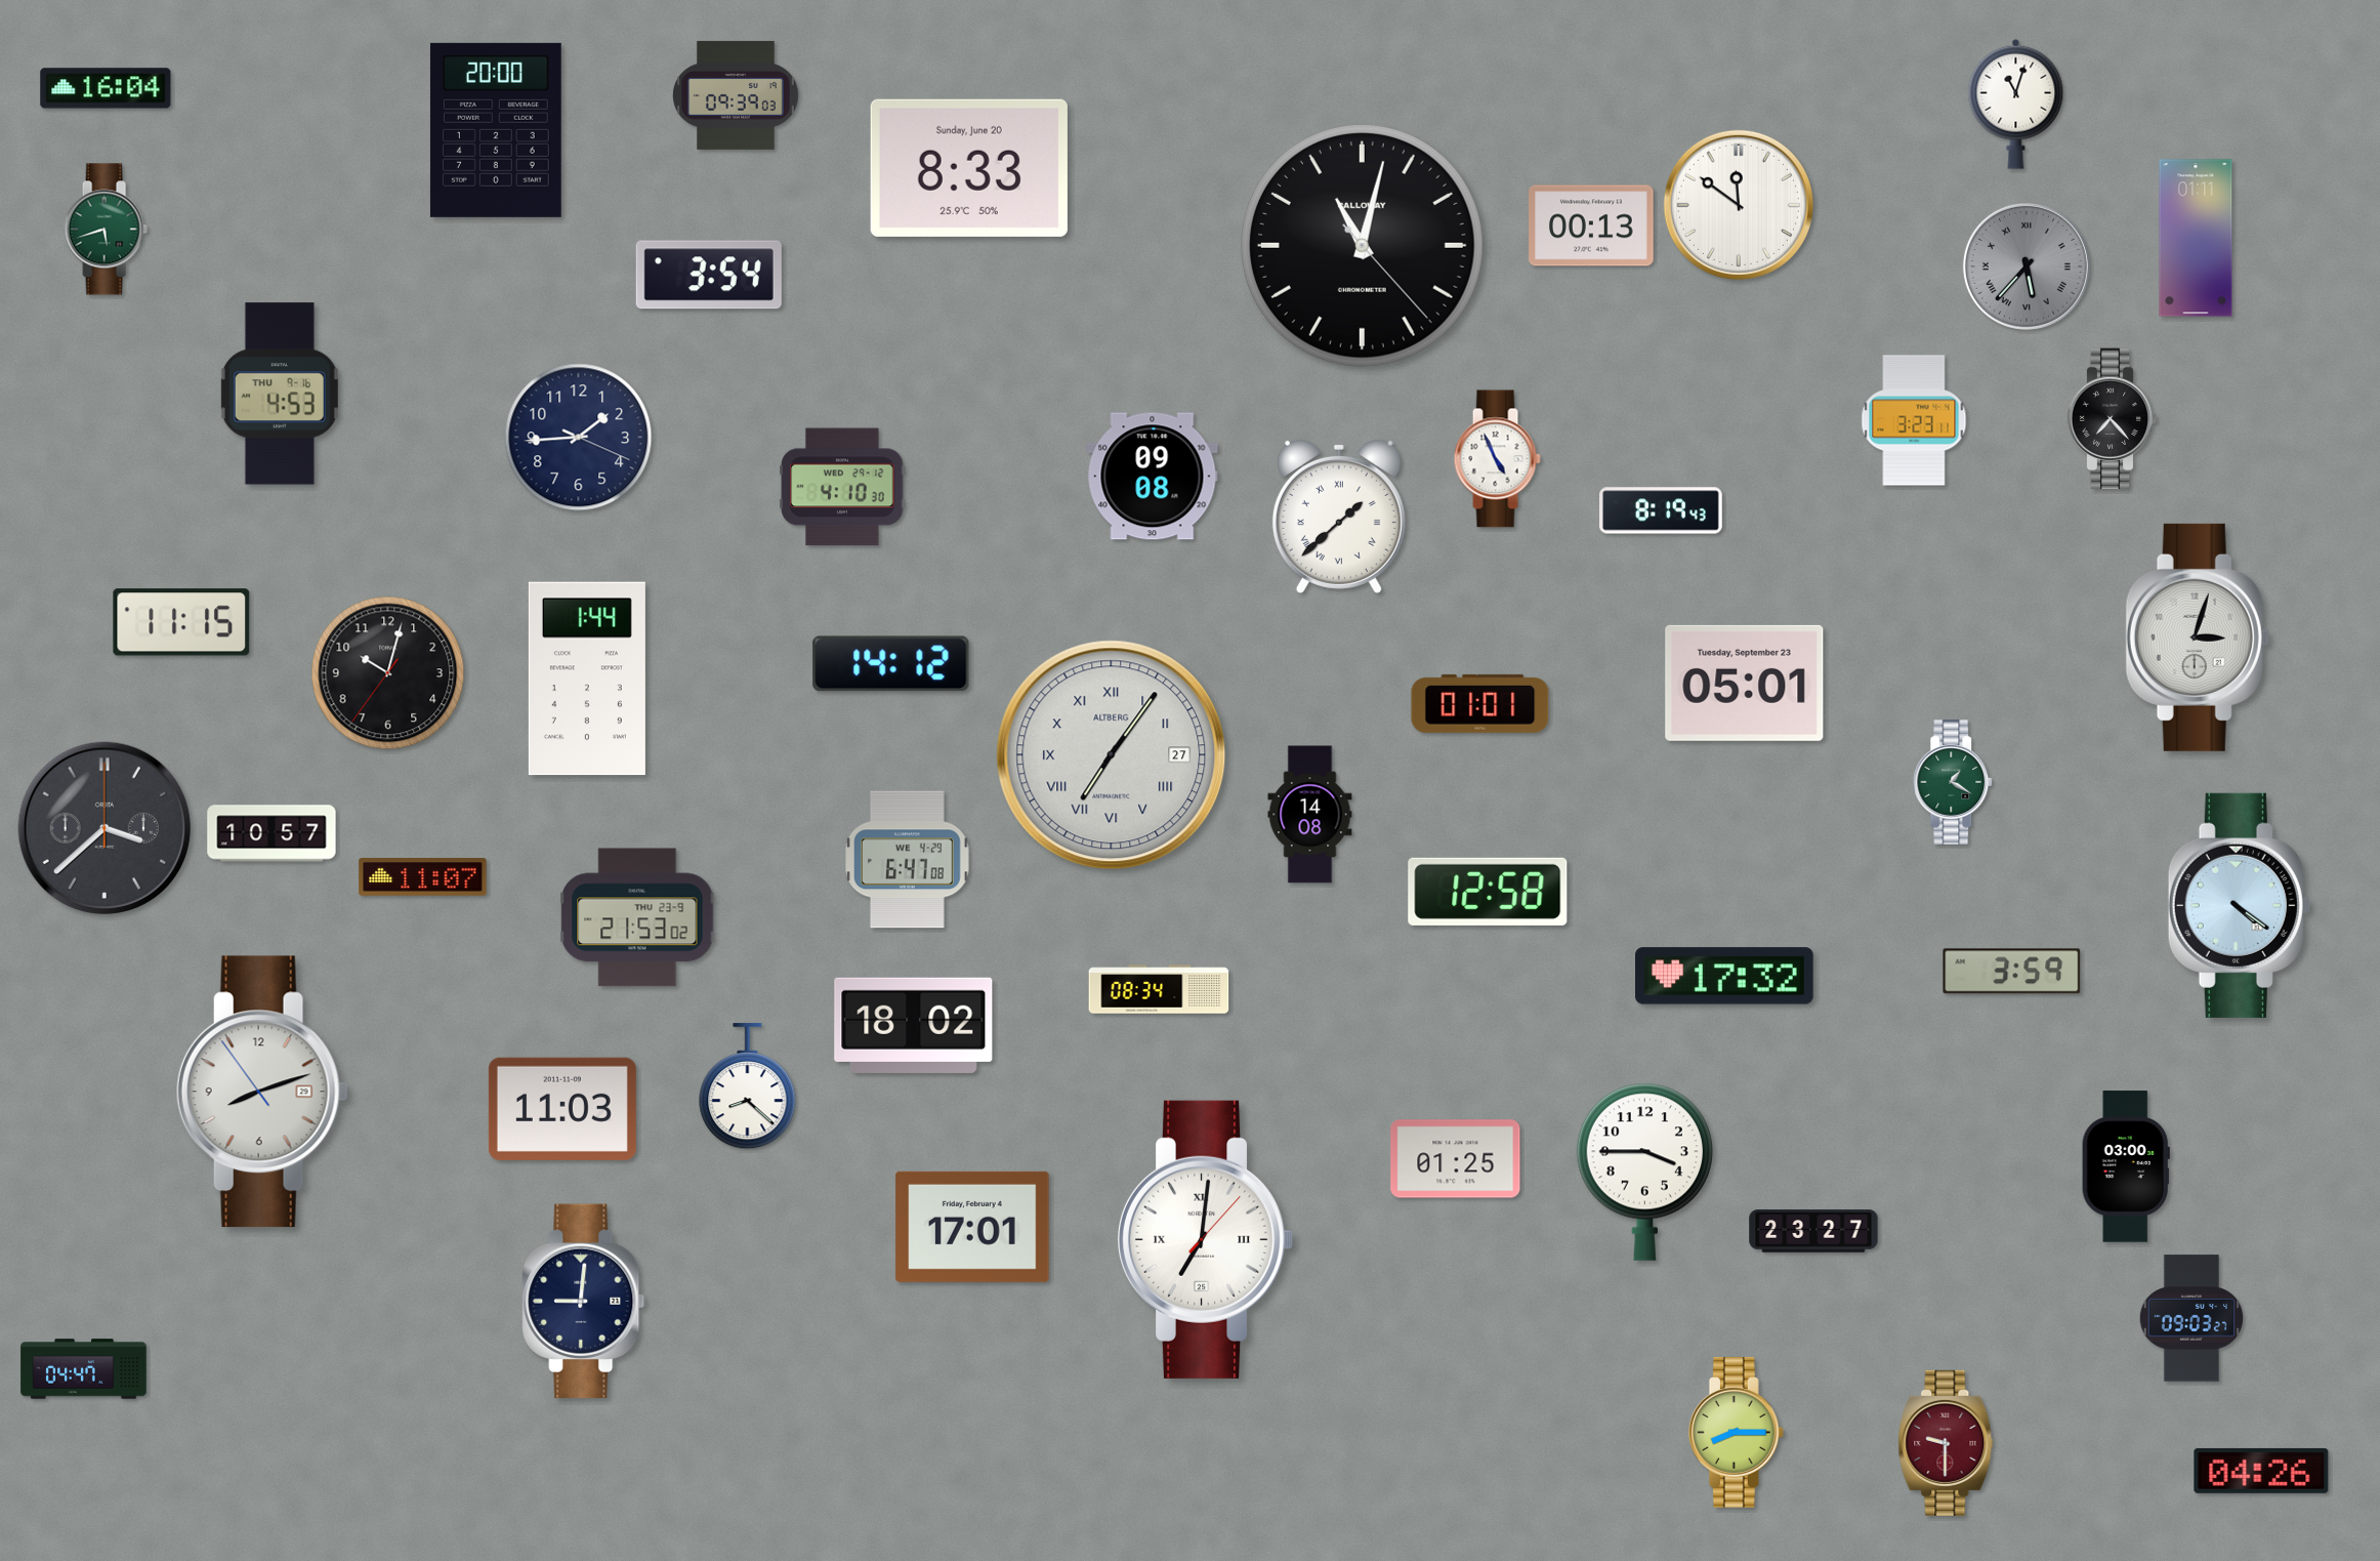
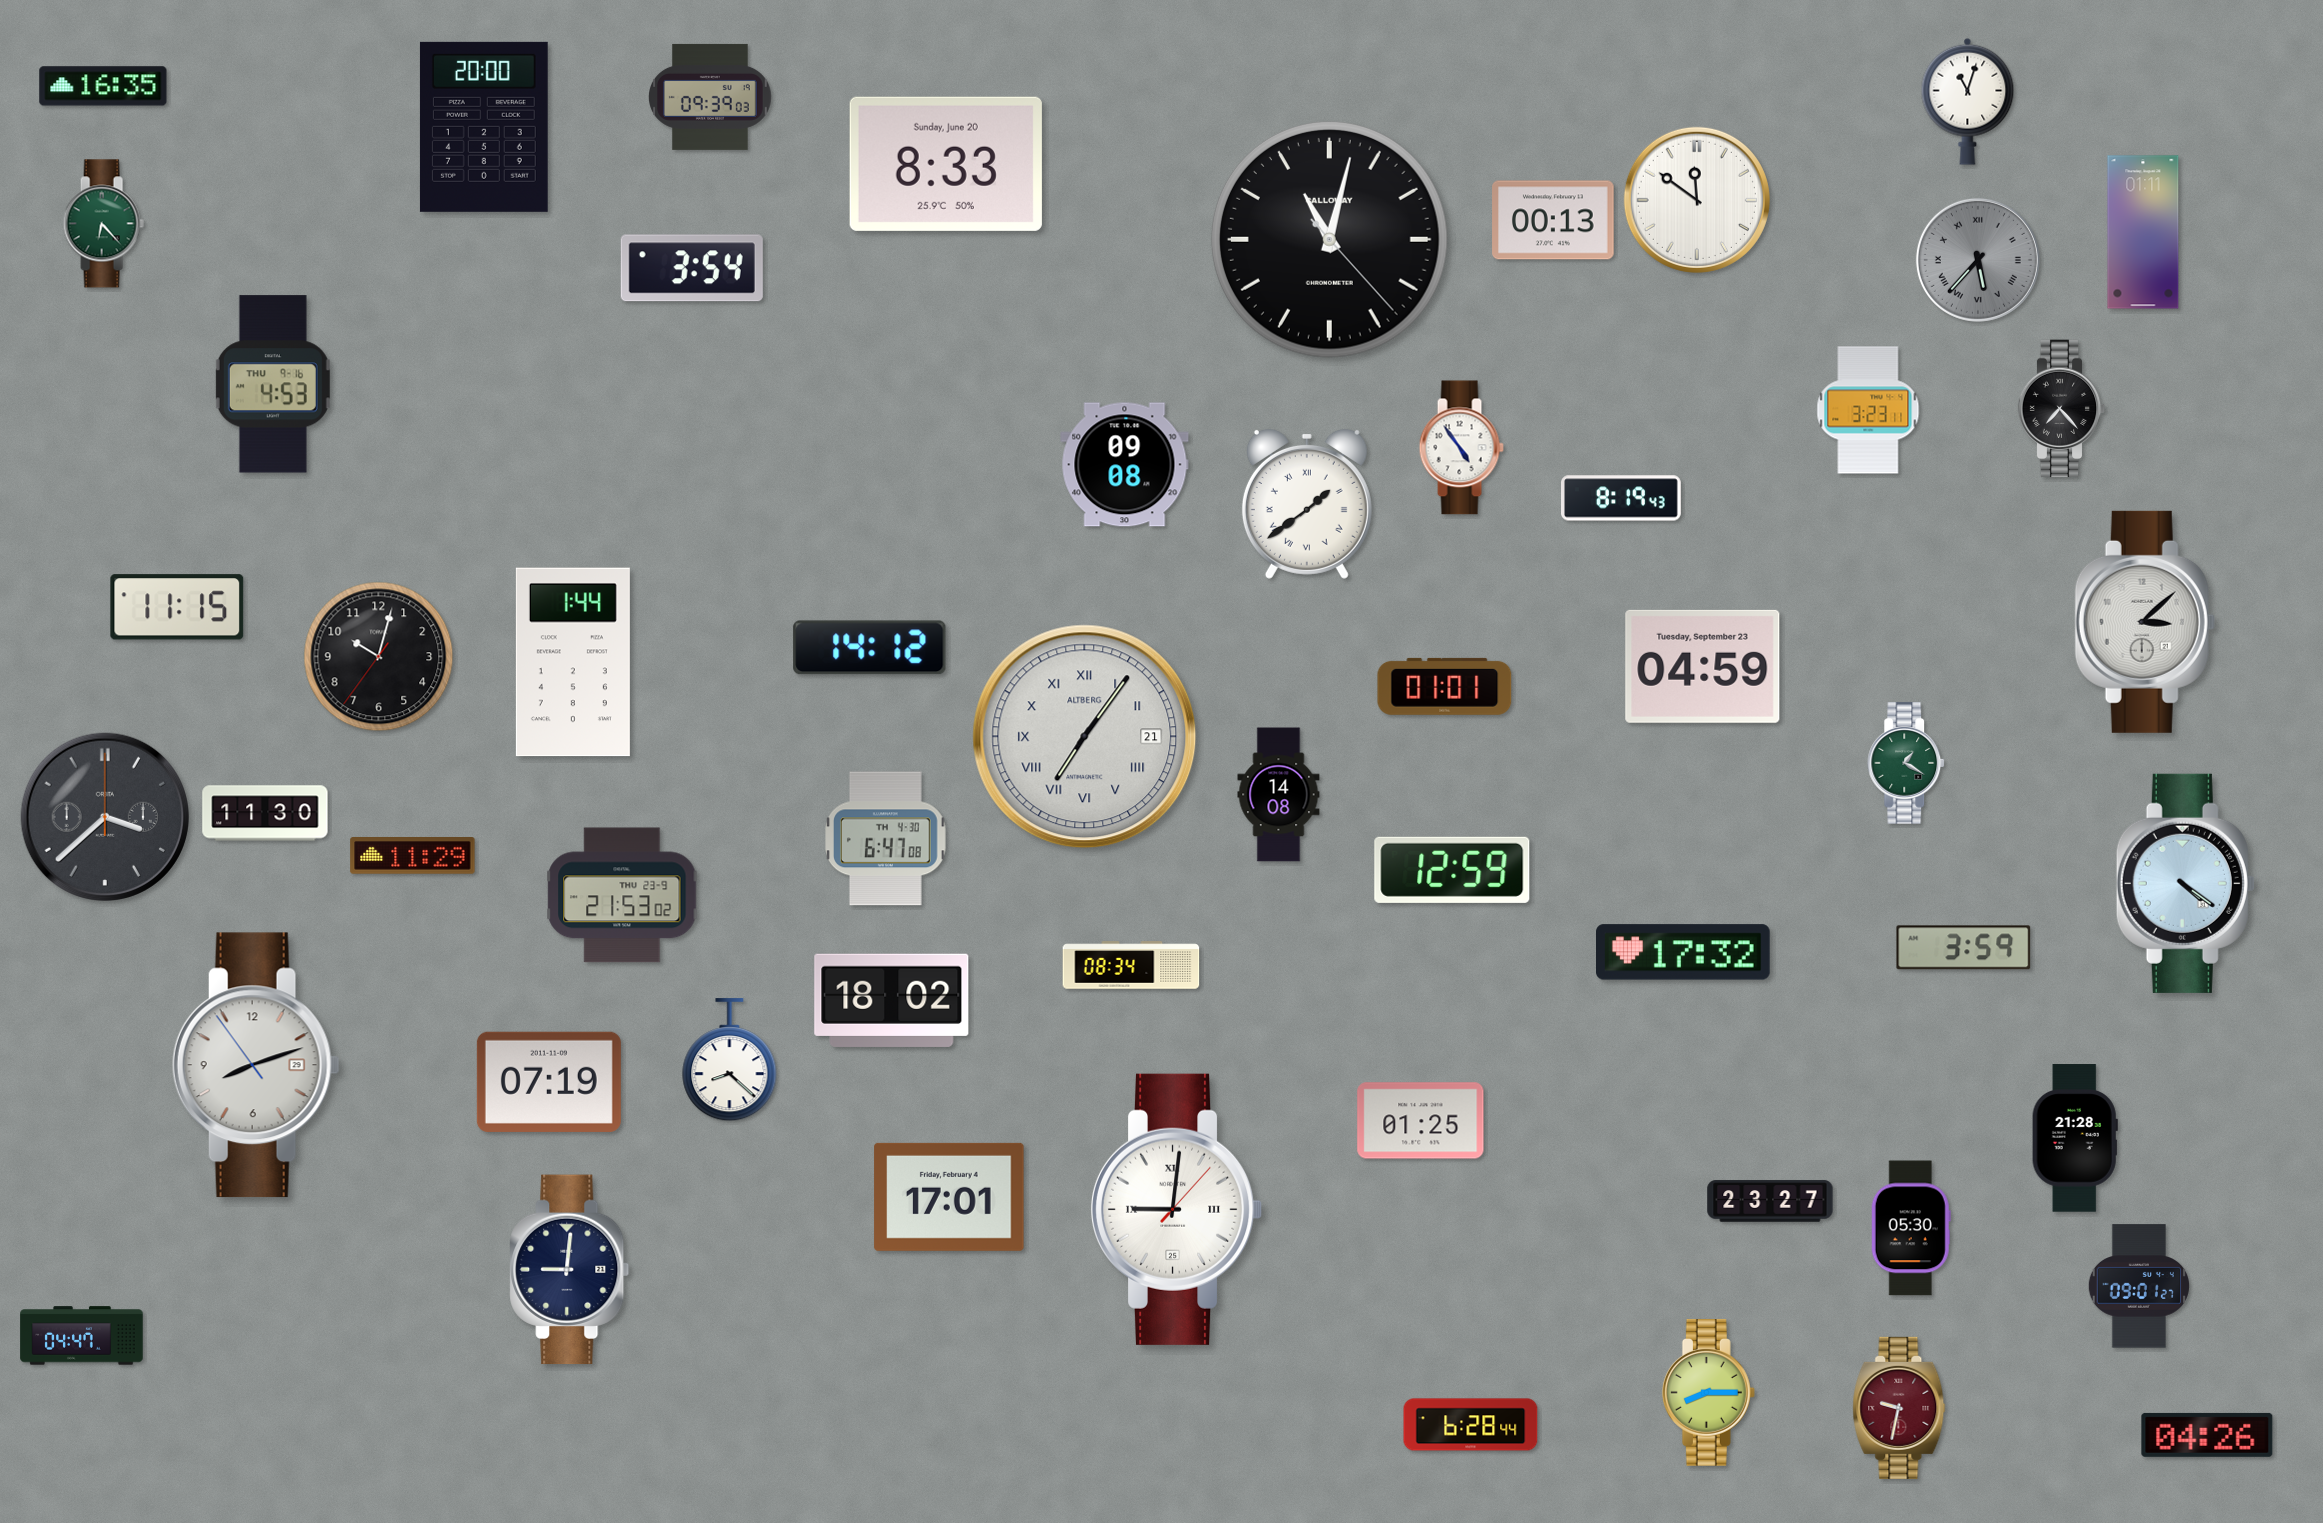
clock at (106, 88): 16:04 -> 16:35
clock at (736, 95) position: (736, 95) -> (710, 97)
clock at (106, 230): 5:42 -> 6:23
clock at (579, 438): 1:44 -> none
clock at (1497, 459): 4:56 -> 4:54
clock at (842, 487): 4:10 -> none
clock at (1339, 517): 1:38 -> 1:39
clock at (2198, 638): 3:03 -> 3:08
clock at (1745, 683): 05:01 -> 04:59
clock at (1112, 755) date: 27 -> 21
clock at (105, 828) position: (105, 828) -> (105, 817)
clock at (272, 833): 10:57 -> 11:30
clock at (908, 860) date: WE 4-29 -> TH 4-30
clock at (423, 877): 11:07 -> 11:29
clock at (1488, 892): 12:58 -> 12:59
clock at (562, 1109): 11:03 -> 07:19
clock at (1456, 1159) position: (1456, 1159) -> (1421, 1121)
clock at (2126, 1166): 03:00 -> 21:28
clock at (1644, 1172): 3:45 -> none
clock at (1205, 1239): 7:01 -> 9:01
clock at (1911, 1228): none -> 05:30
clock at (2191, 1318): 09:03 -> 09:01
clock at (1736, 1433) position: (1736, 1433) -> (1708, 1393)
clock at (1946, 1443): 9:30 -> 9:32
clock at (1471, 1425): none -> 6:28
